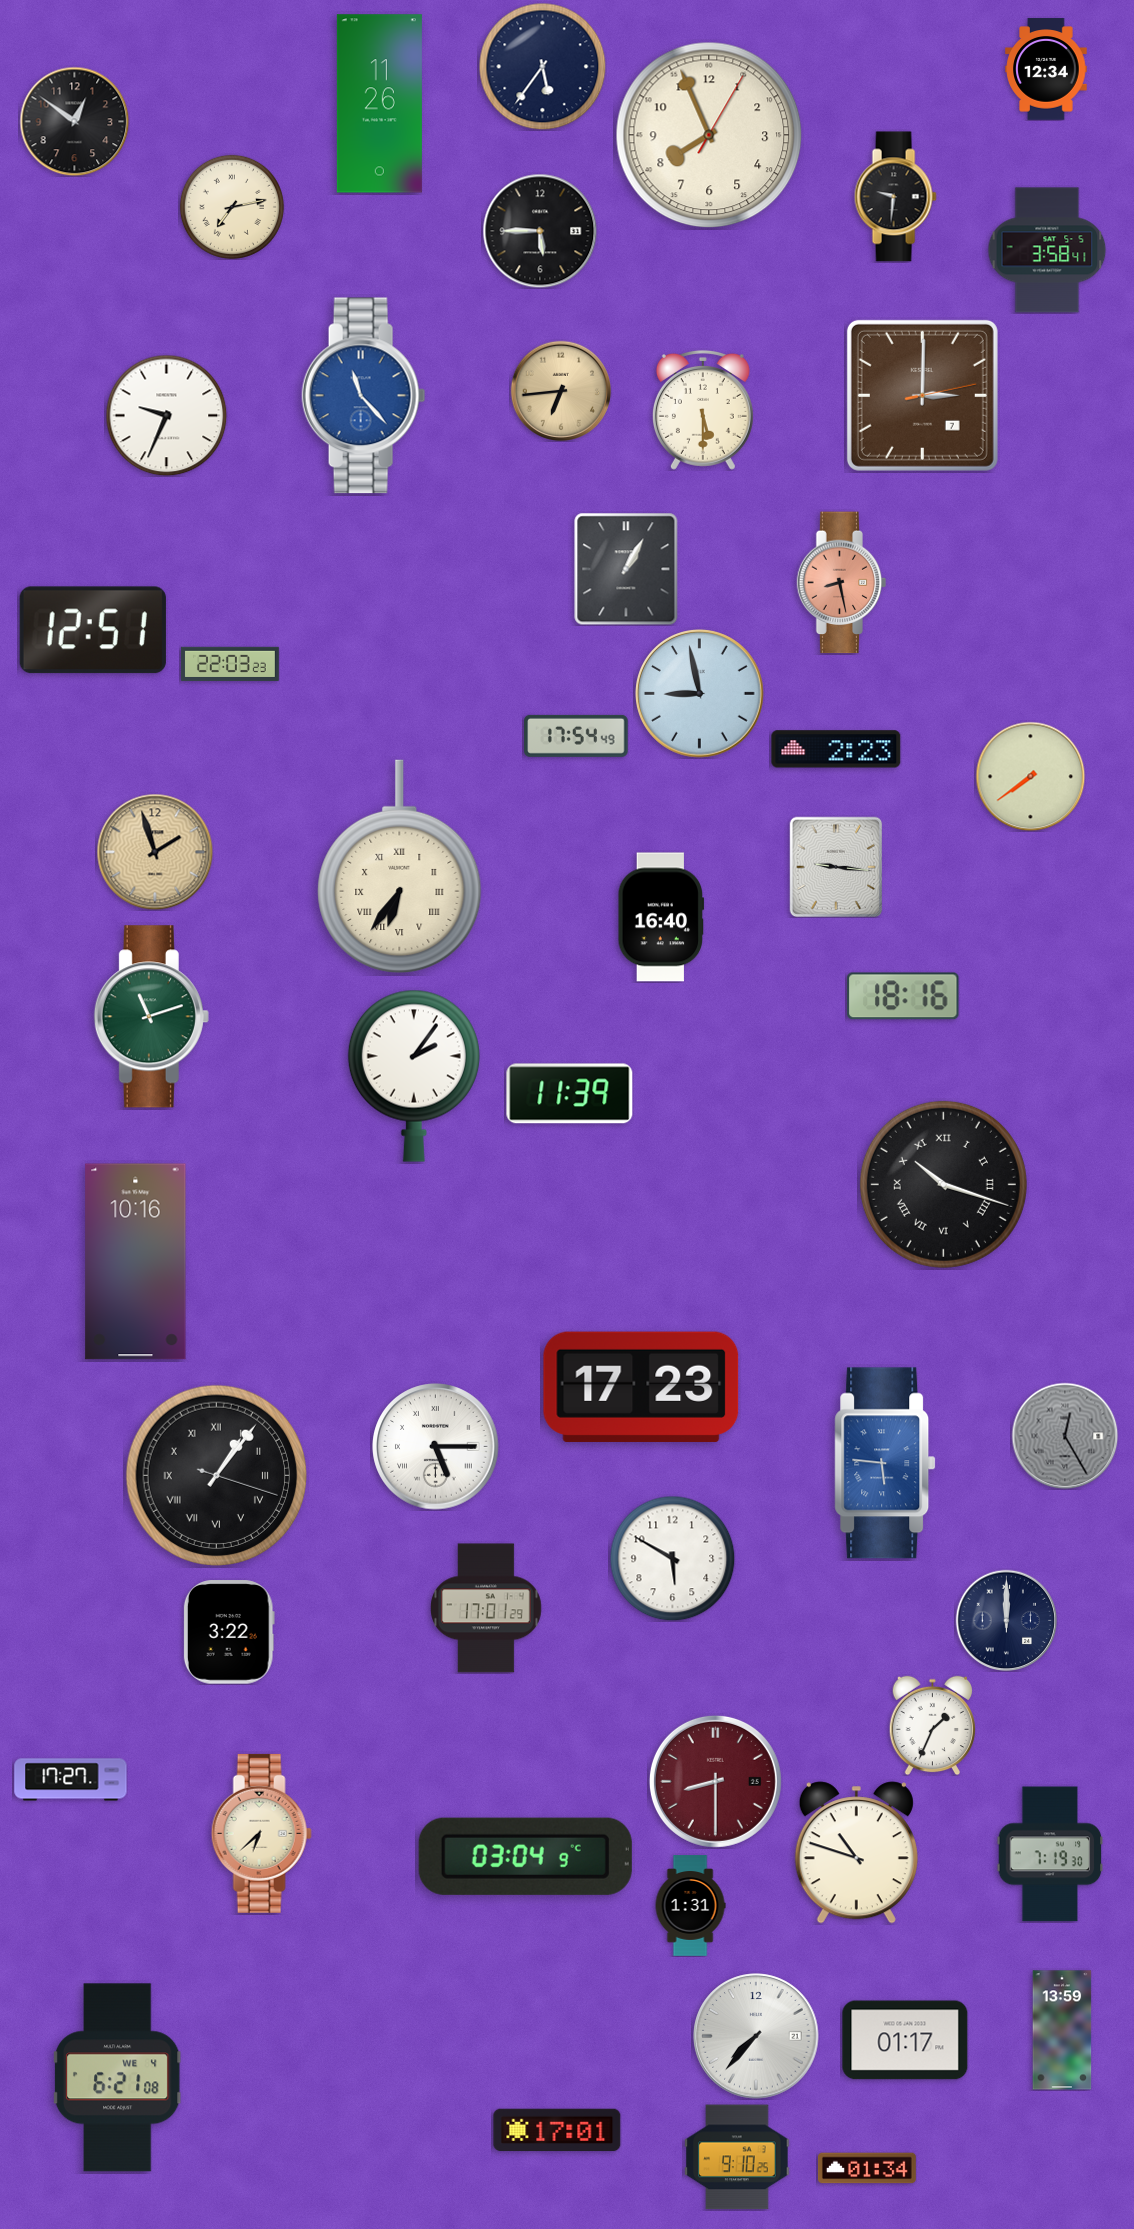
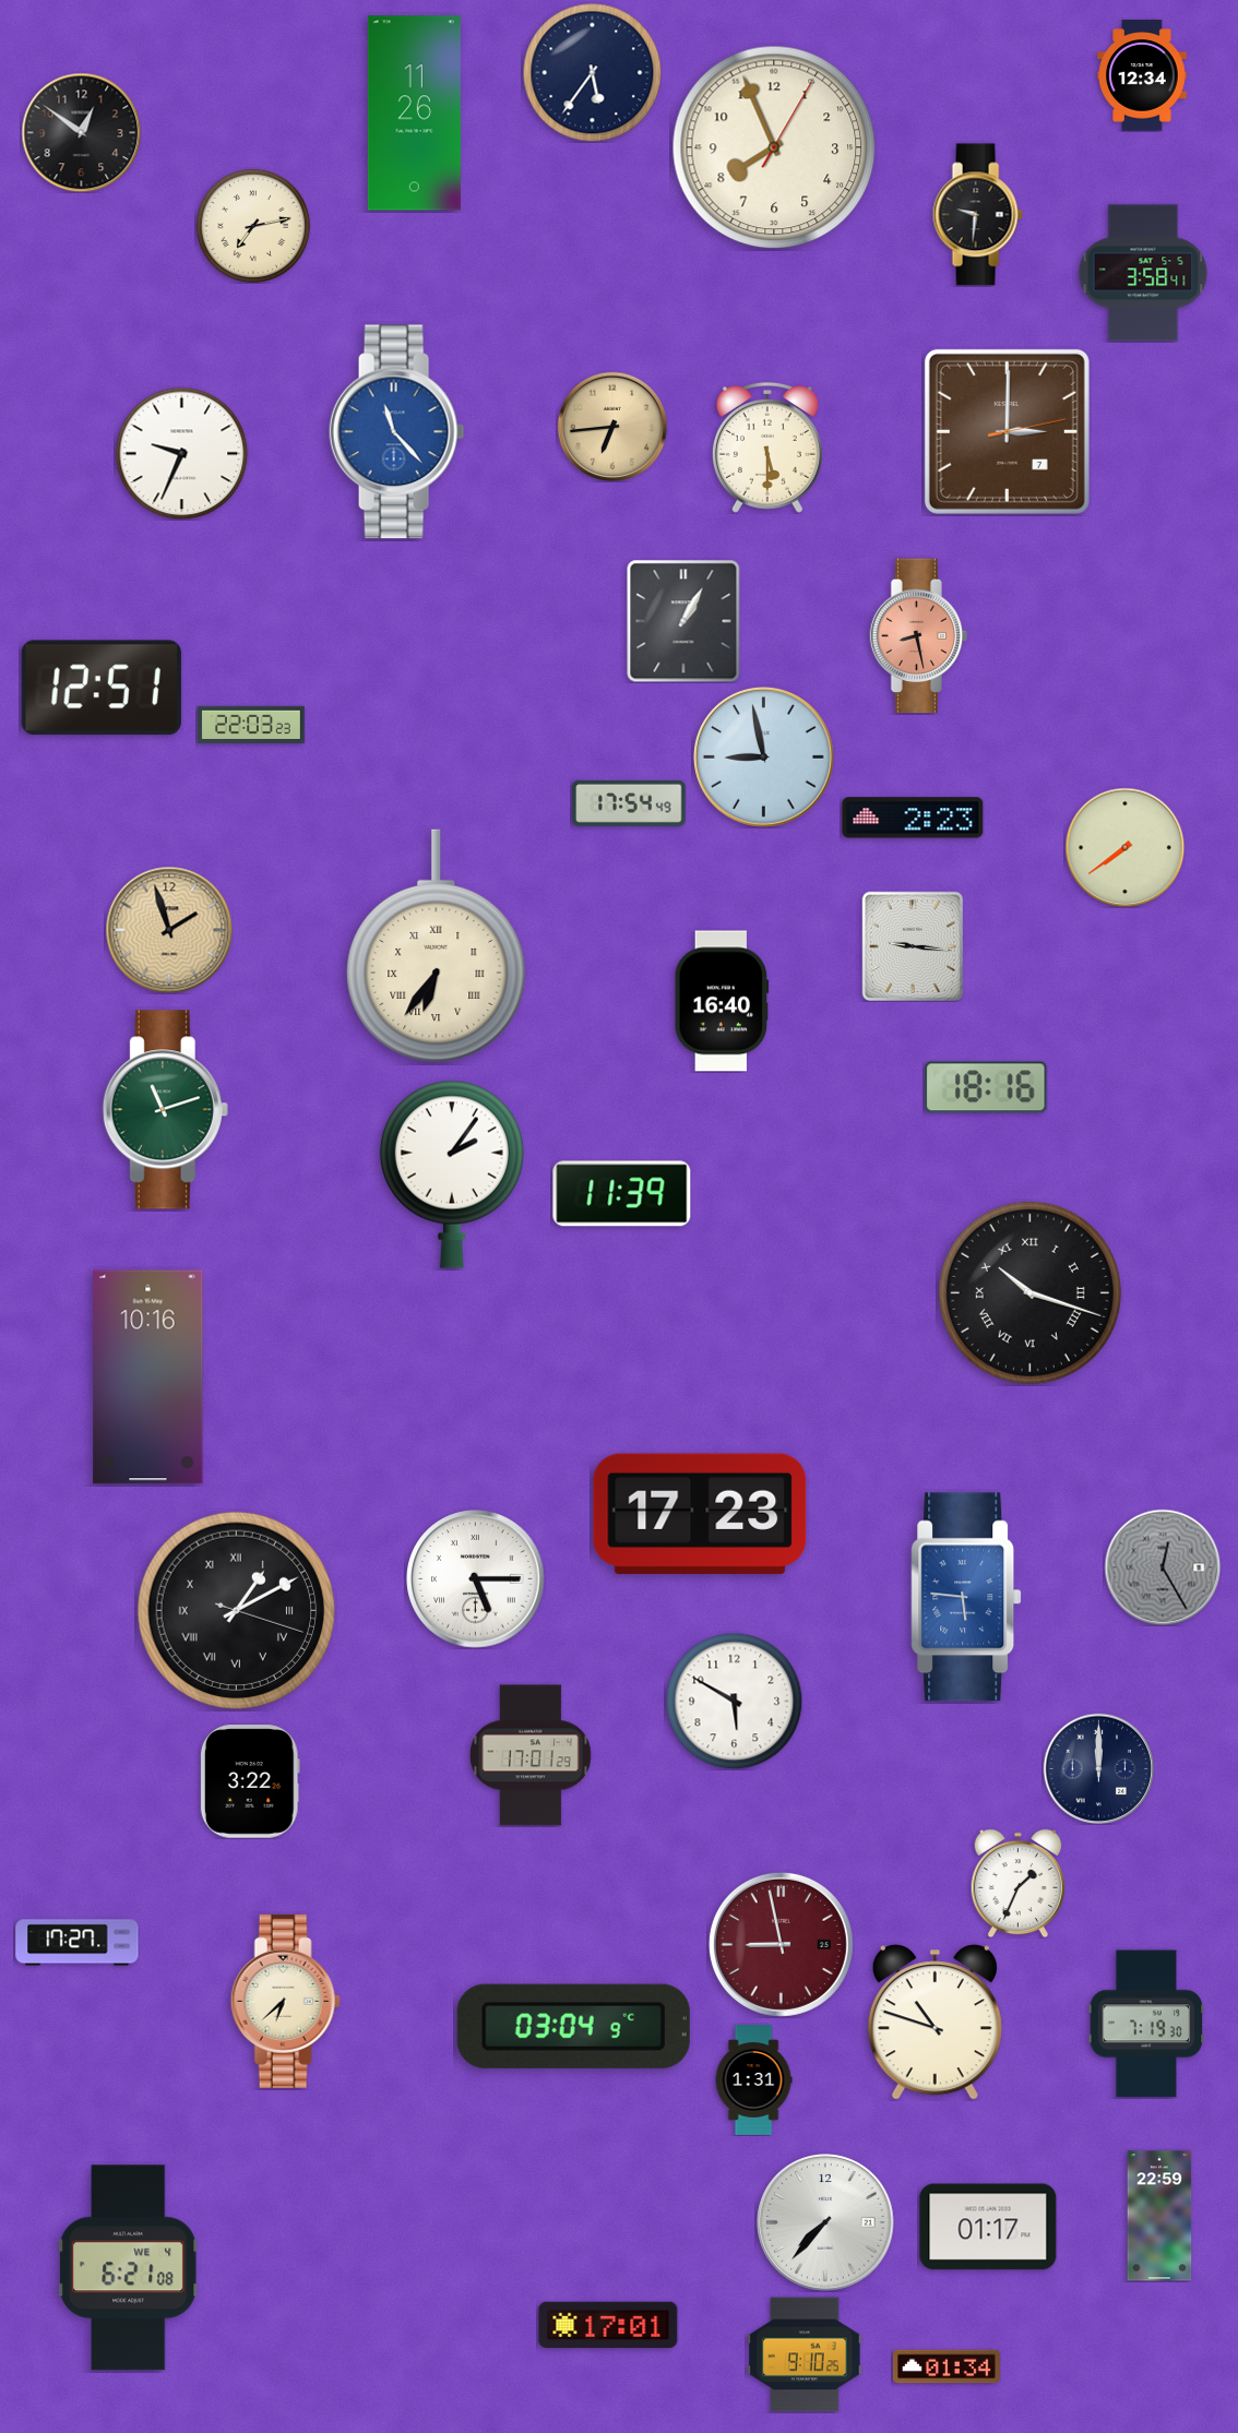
clock at (540, 231): 5:45 -> none
clock at (216, 1475): 1:06 -> 1:10
clock at (715, 1781): 8:30 -> 8:58
clock at (1062, 2030): 13:59 -> 22:59
